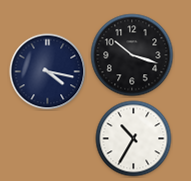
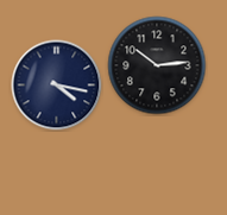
clock at (132, 55): 10:18 -> 10:14
clock at (134, 139): 10:35 -> none
